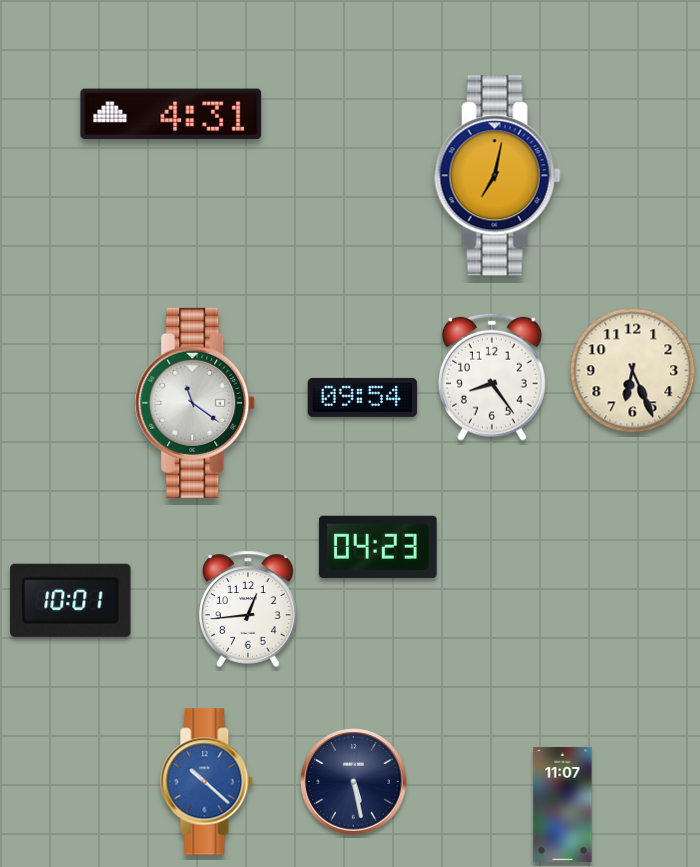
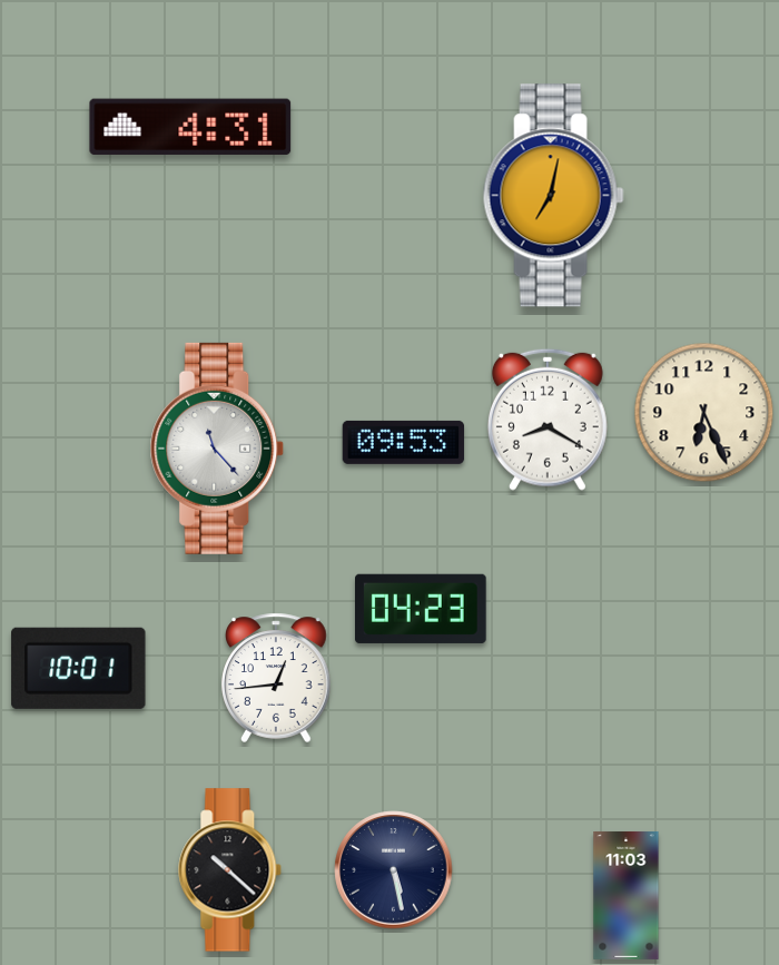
clock at (492, 377): 8:24 -> 8:20
clock at (363, 397): 09:54 -> 09:53
clock at (195, 403): 11:21 -> 11:23
clock at (207, 782) dial: blue -> black
clock at (563, 804): 11:07 -> 11:03
